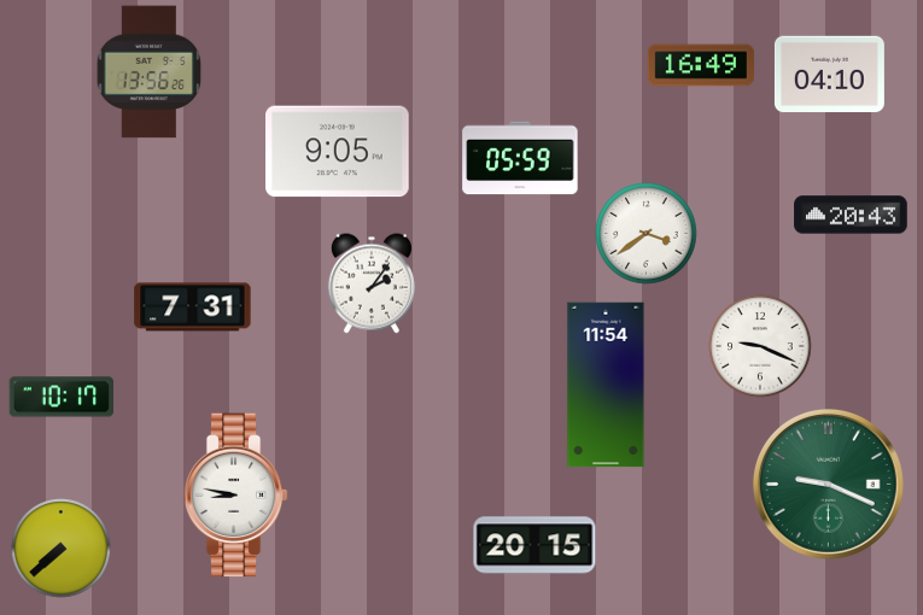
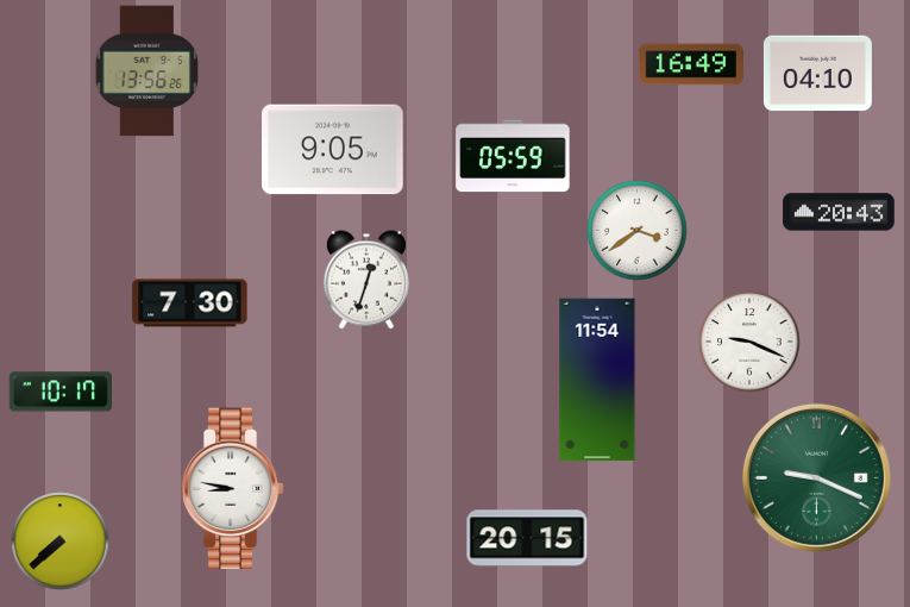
clock at (372, 283): 2:06 -> 12:33
clock at (193, 307): 7:31 -> 7:30
